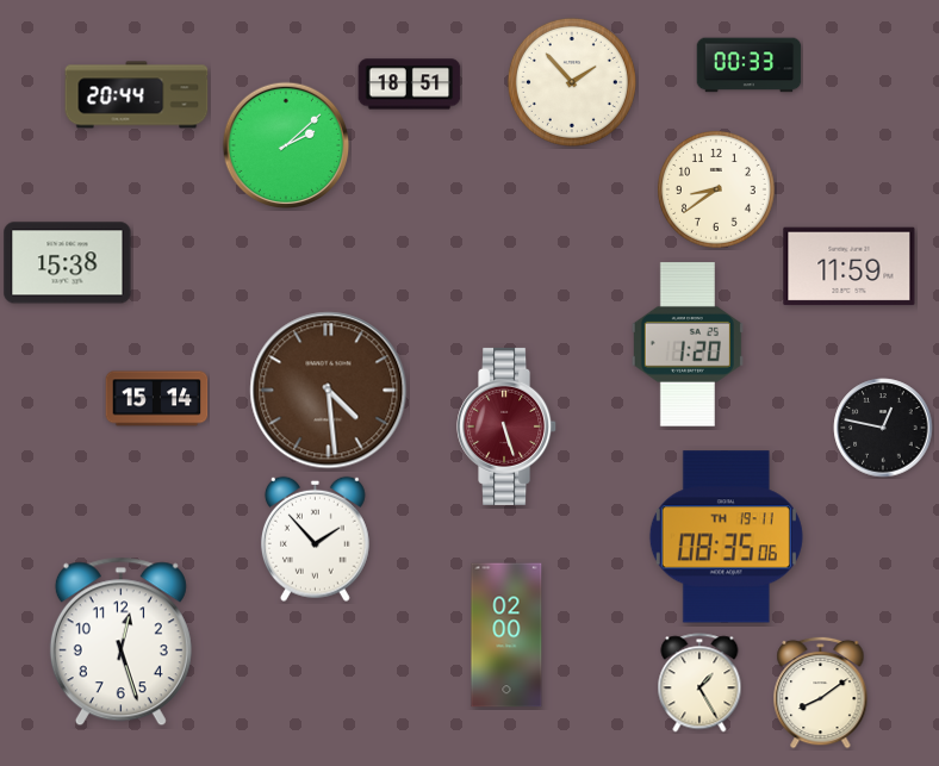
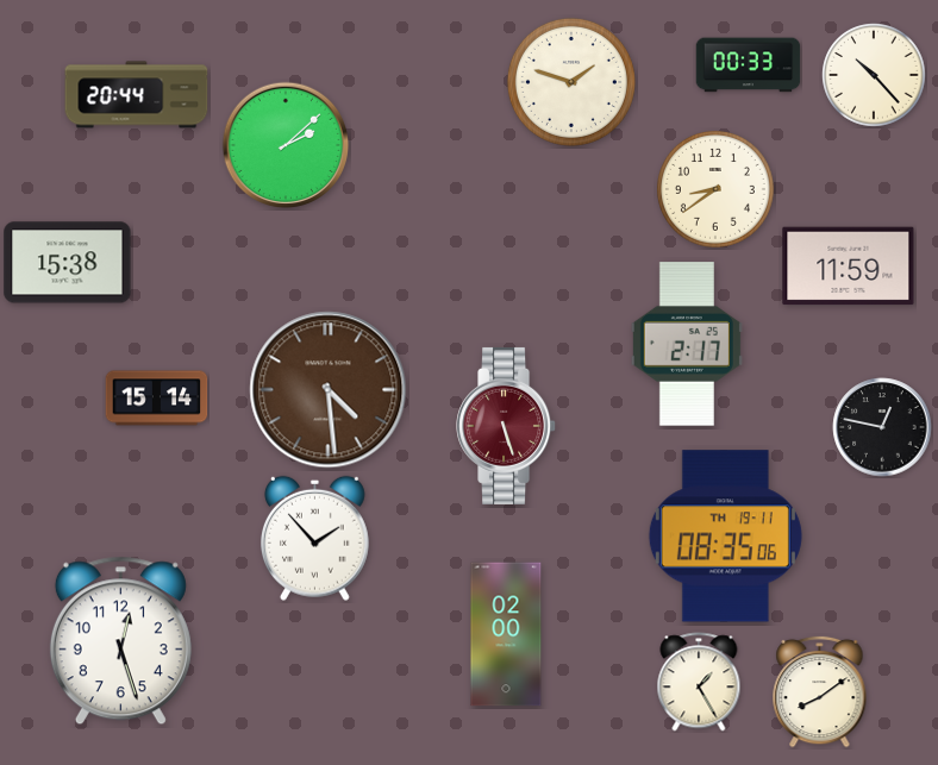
clock at (874, 75): none -> 10:23
clock at (572, 82): 1:53 -> 1:48
clock at (410, 85): 18:51 -> none
clock at (688, 344): 1:20 -> 2:17
